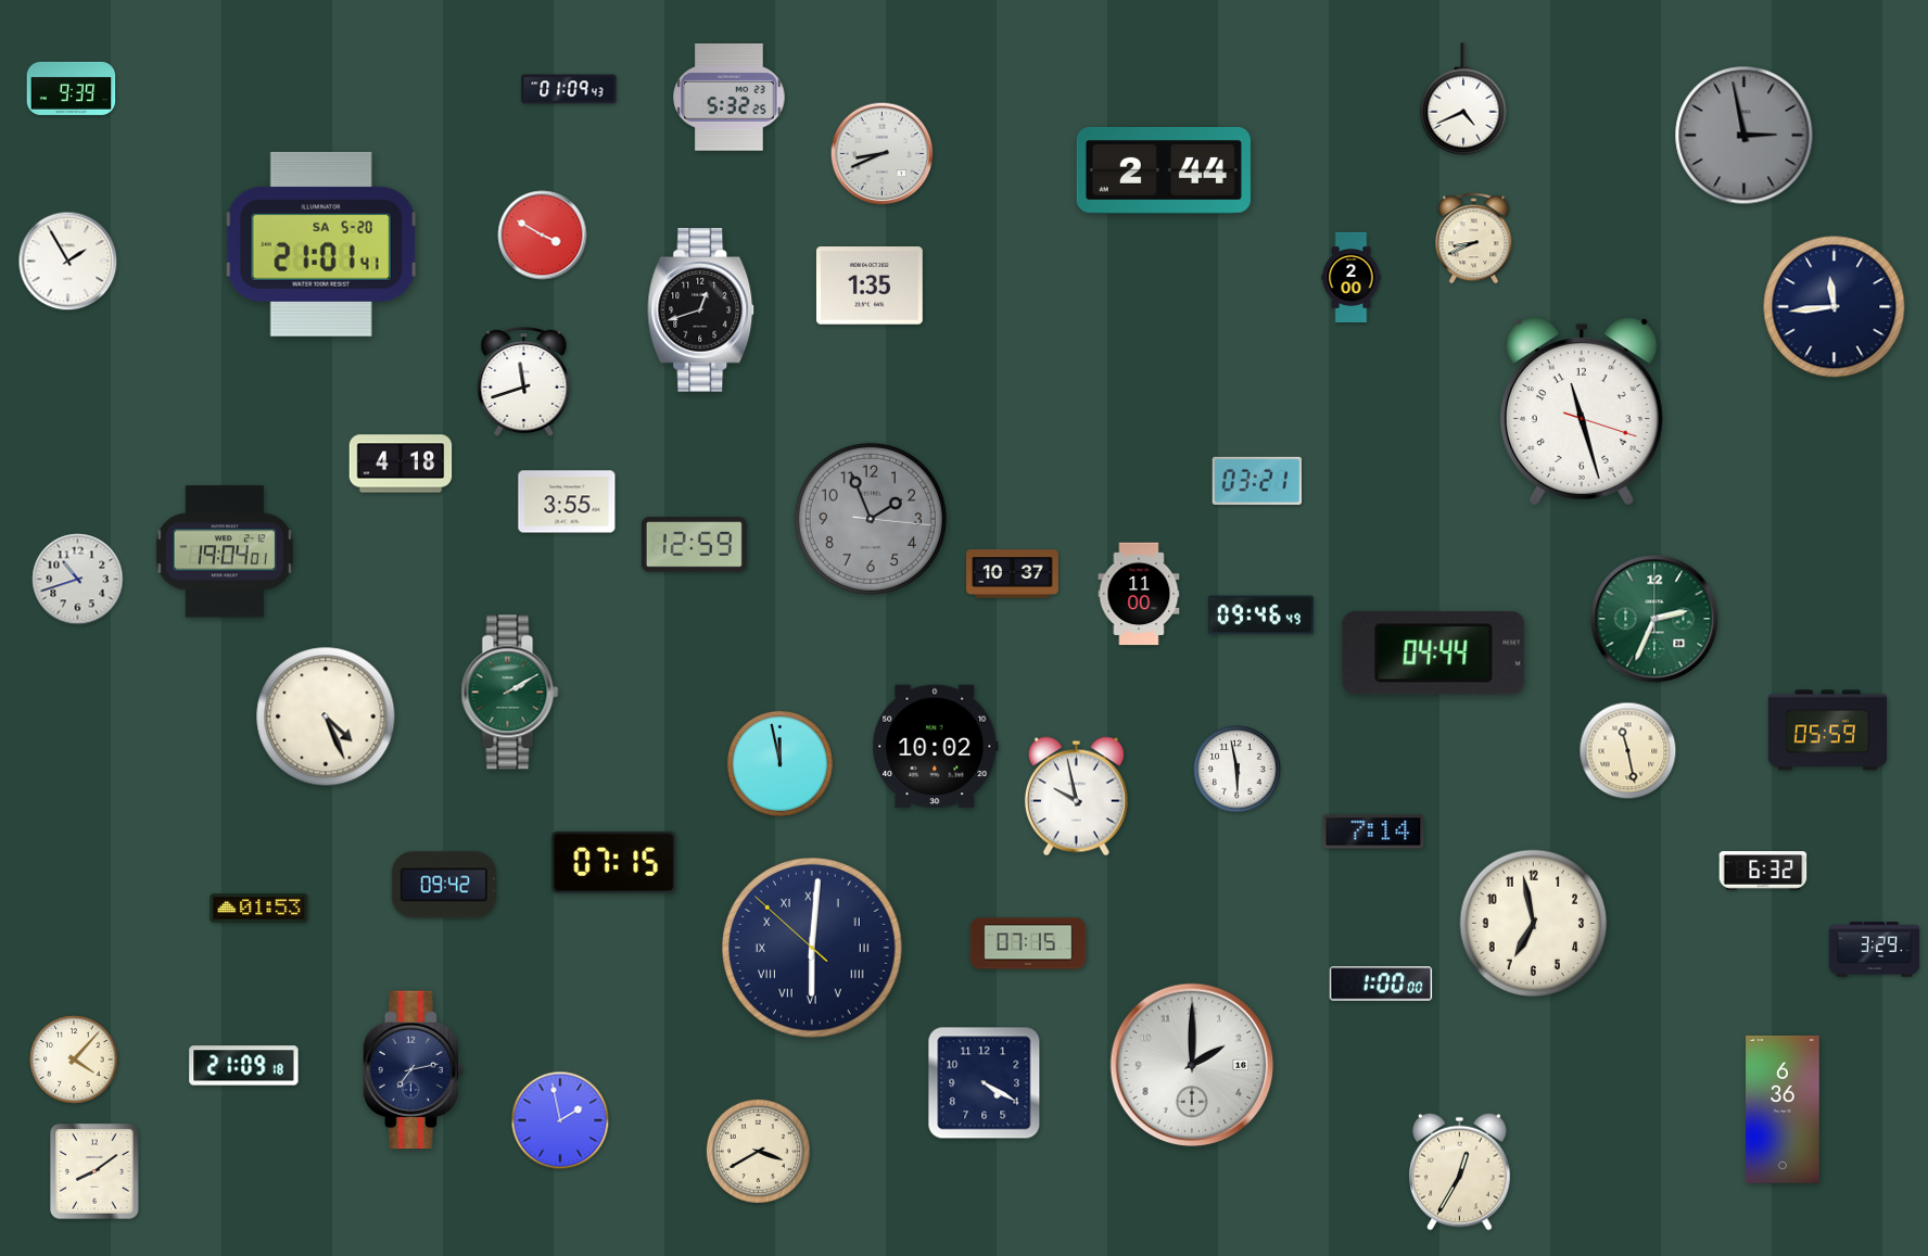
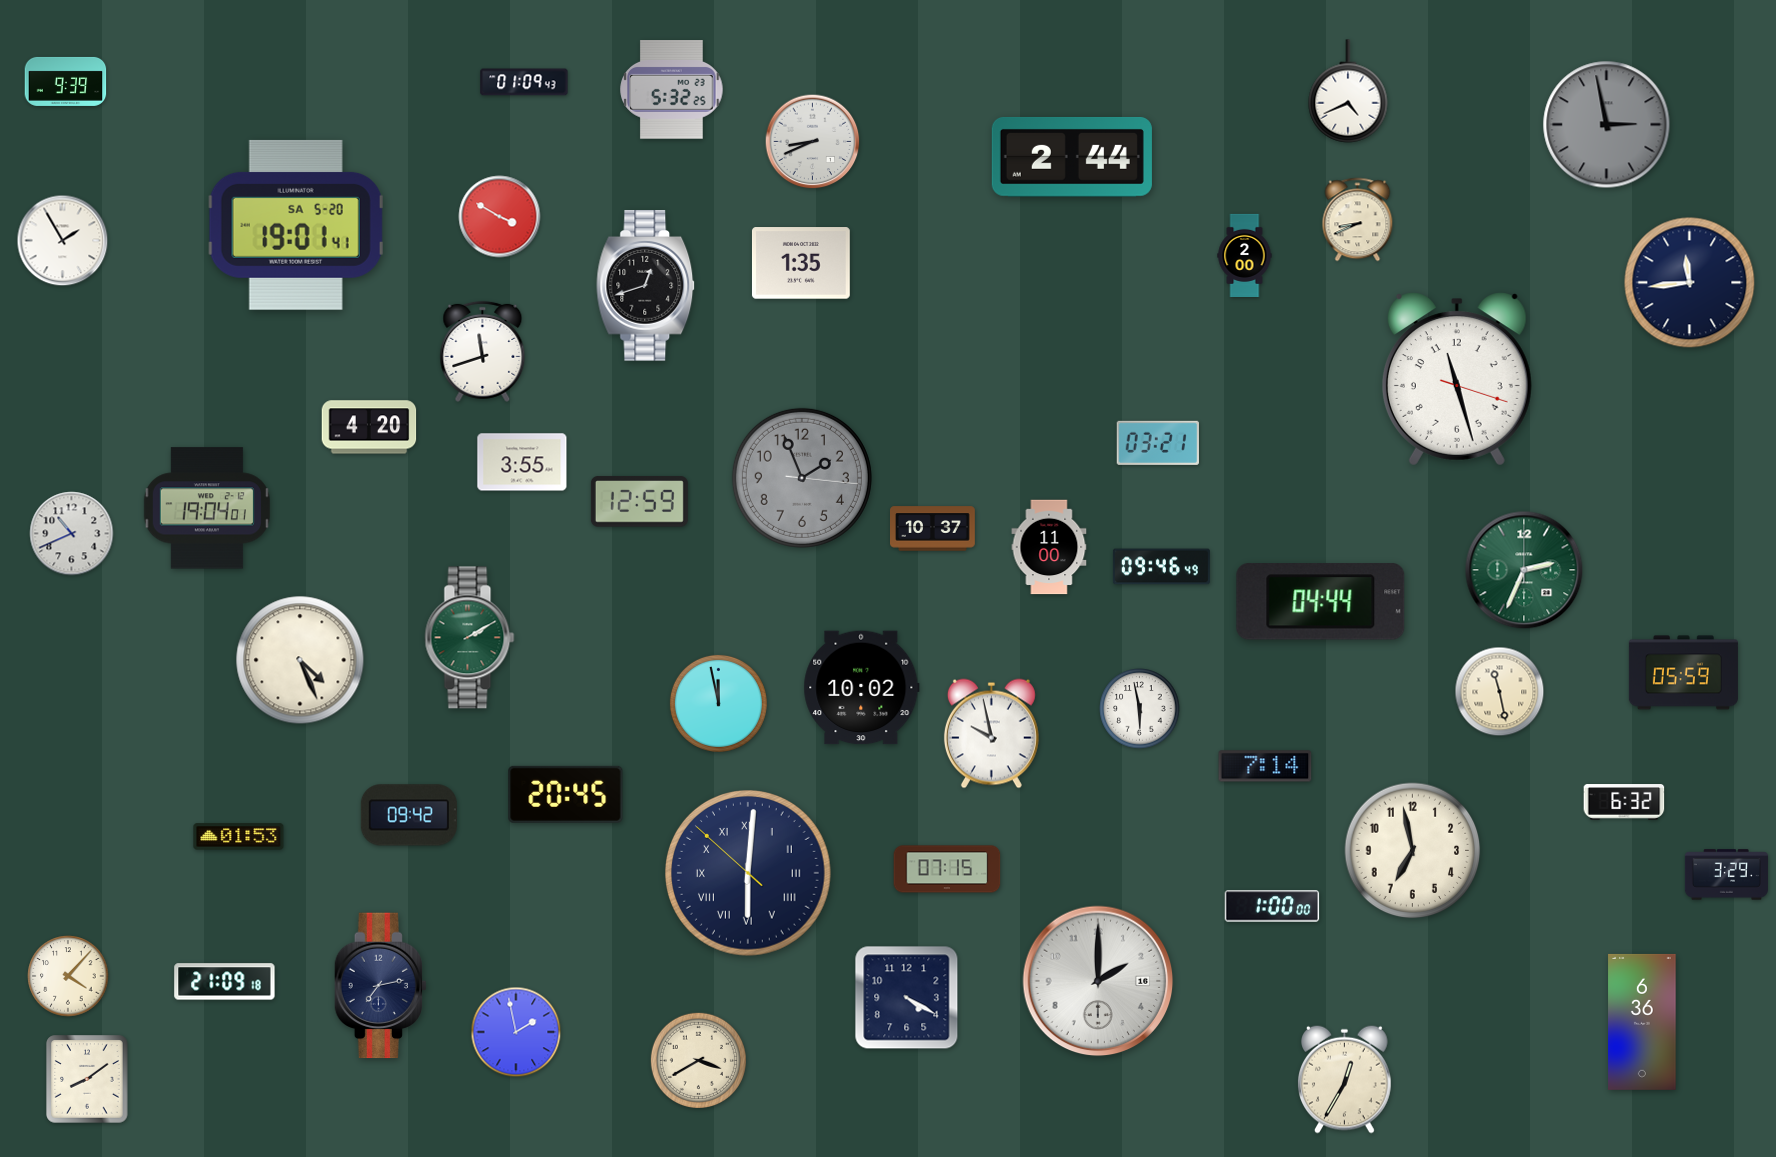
clock at (321, 244): 21:01 -> 19:01
clock at (401, 464): 4:18 -> 4:20
clock at (78, 580): 10:42 -> 10:41
clock at (614, 862): 07:15 -> 20:45
